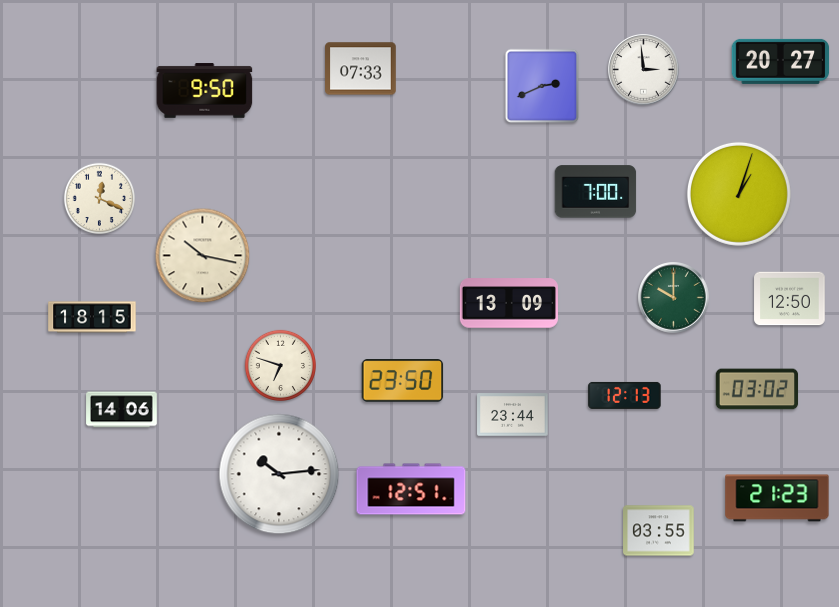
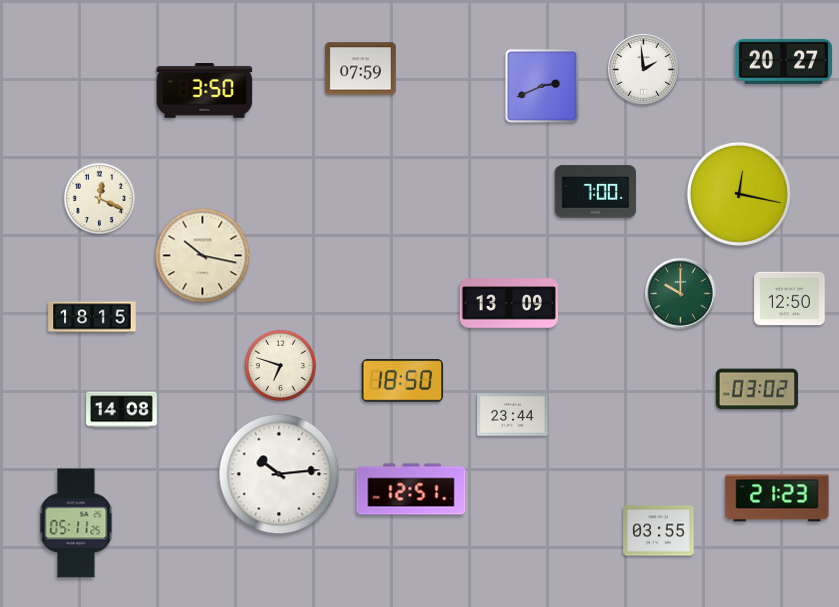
clock at (781, 61) position: (781, 61) -> (784, 61)
clock at (361, 69): 07:33 -> 07:59
clock at (644, 70): 2:59 -> 1:59
clock at (205, 91): 9:50 -> 3:50
clock at (739, 194): 1:03 -> 12:17
clock at (674, 298) position: (674, 298) -> (681, 294)
clock at (403, 381): 23:50 -> 18:50
clock at (625, 395): 12:13 -> none
clock at (122, 410): 14:06 -> 14:08
clock at (76, 523): none -> 05:11
